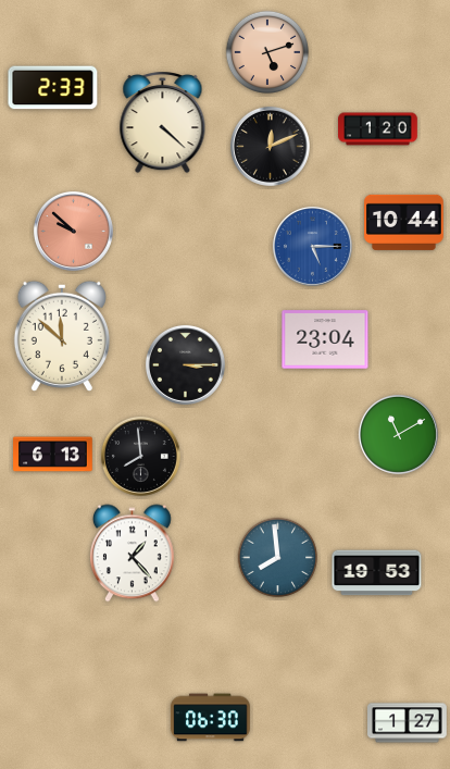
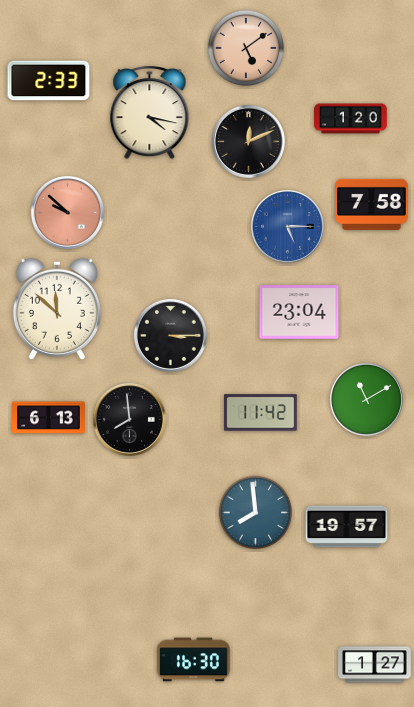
clock at (267, 52): 5:12 -> 5:09
clock at (163, 123): 4:22 -> 4:17
clock at (378, 129) position: (378, 129) -> (351, 119)
clock at (270, 146) position: (270, 146) -> (248, 141)
clock at (404, 222): 10:44 -> 7:58
clock at (261, 413): none -> 11:42
clock at (132, 554): 1:23 -> none
clock at (377, 573): 19:53 -> 19:57
clock at (211, 718): 06:30 -> 16:30
